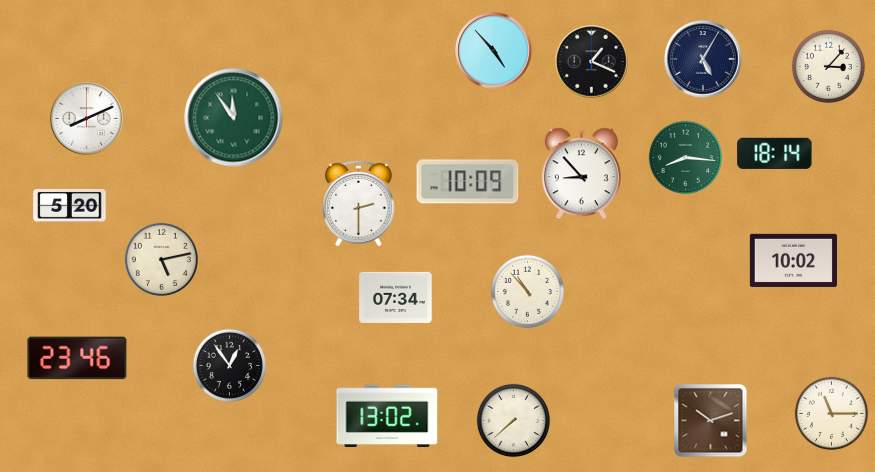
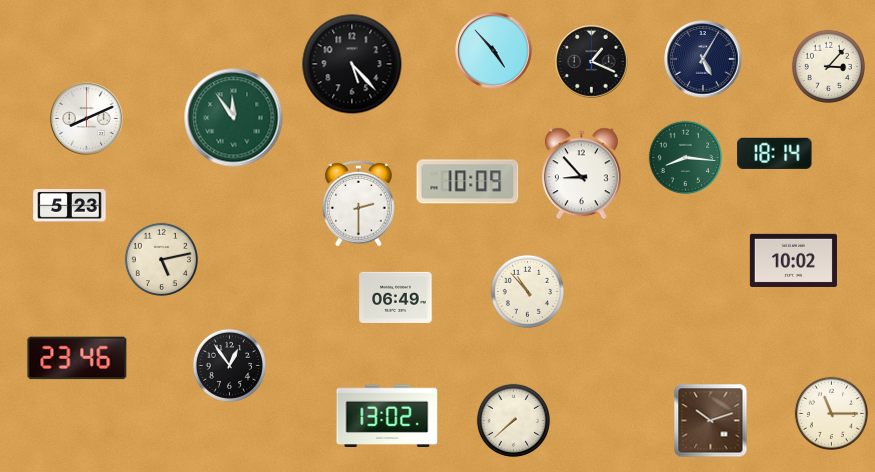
clock at (352, 64): none -> 5:23
clock at (70, 205): 5:20 -> 5:23
clock at (396, 297): 07:34 -> 06:49
